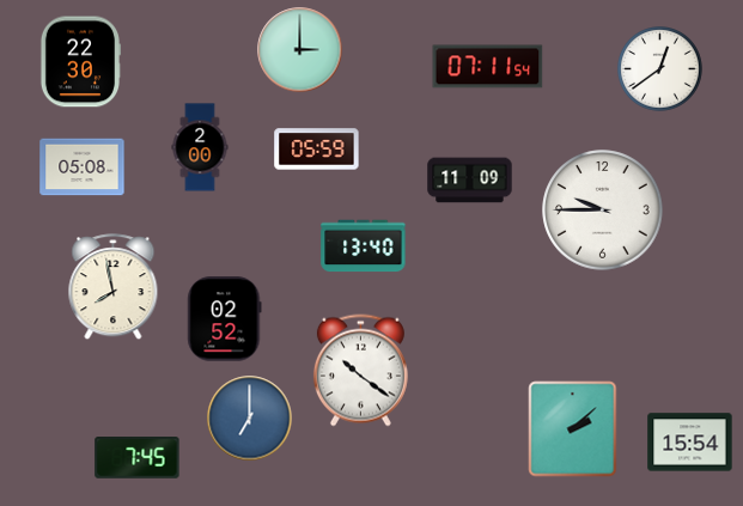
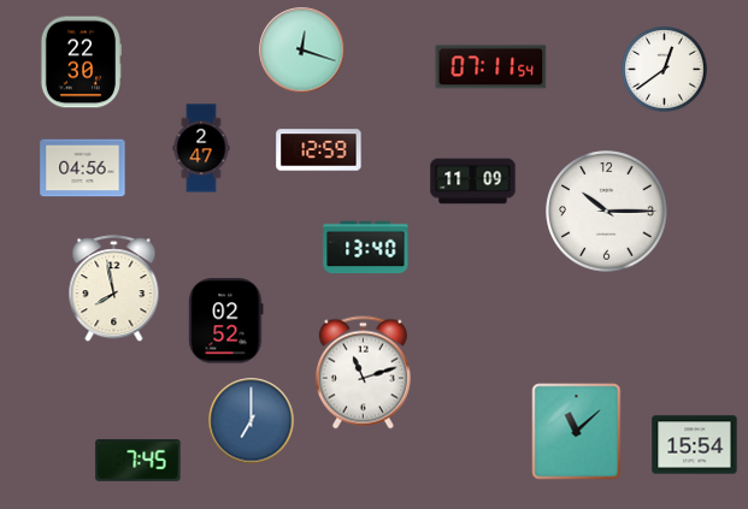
clock at (300, 50): 3:00 -> 12:18
clock at (200, 147): 2:00 -> 2:47
clock at (317, 150): 05:59 -> 12:59
clock at (83, 167): 05:08 -> 04:56
clock at (603, 211): 9:45 -> 10:15
clock at (360, 371): 10:21 -> 11:12
clock at (573, 429): 2:08 -> 11:08
